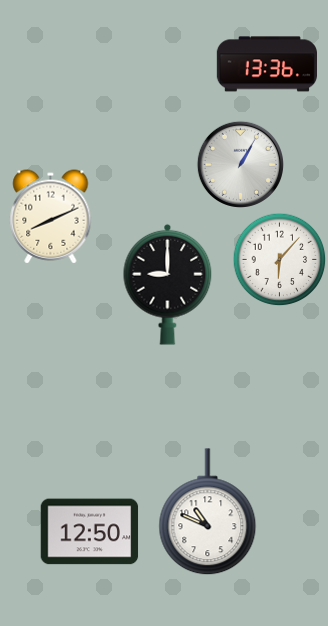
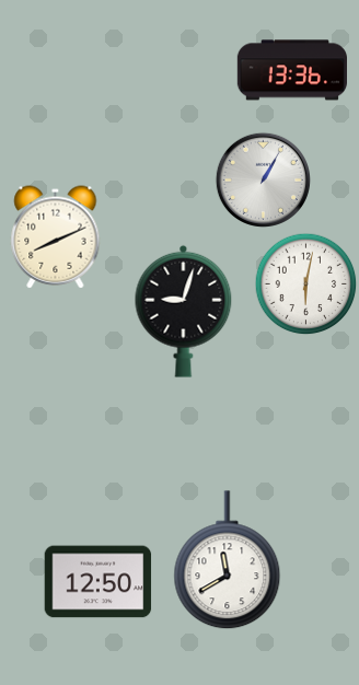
clock at (279, 259): 6:07 -> 6:02
clock at (168, 284): 9:00 -> 9:03
clock at (208, 512): 10:49 -> 11:40
